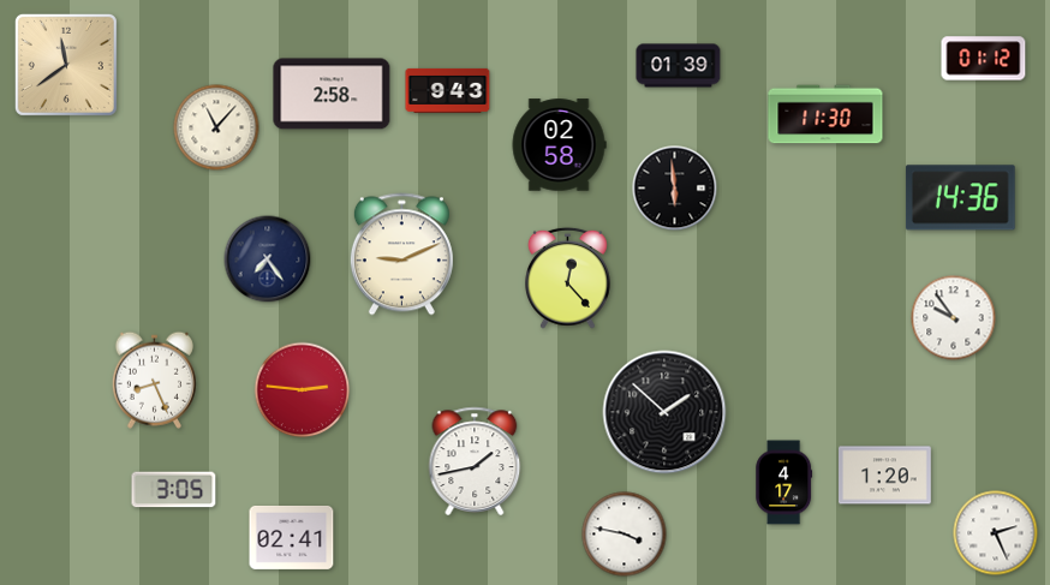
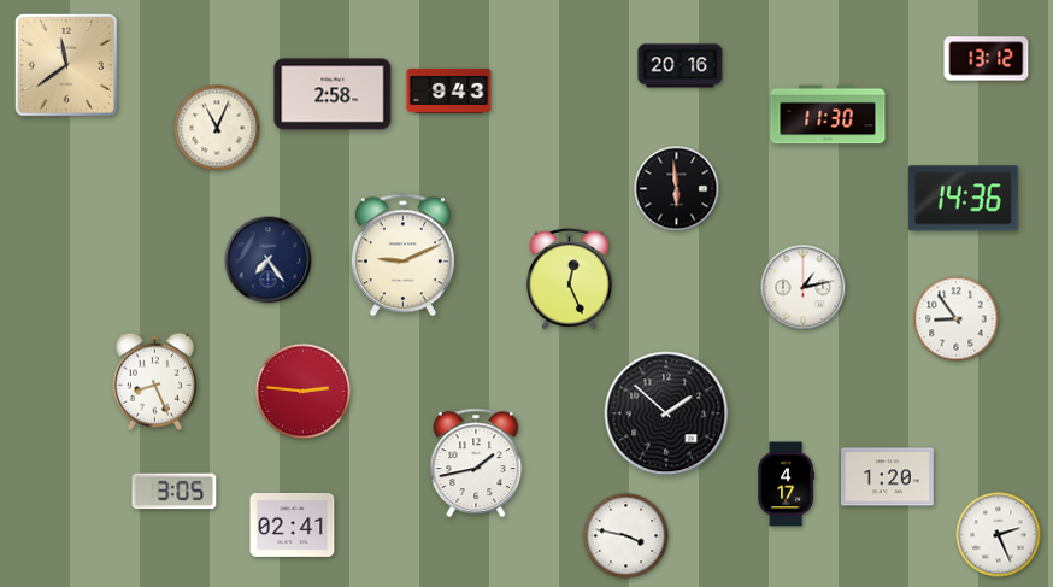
clock at (984, 59): 01:12 -> 13:12
clock at (679, 66): 01:39 -> 20:16
clock at (216, 127): 11:07 -> 11:04
clock at (559, 145): 02:58 -> none
clock at (568, 277): 12:23 -> 12:26
clock at (804, 288): none -> 1:13
clock at (954, 318): 9:54 -> 8:54
clock at (292, 537) position: (292, 537) -> (293, 524)
